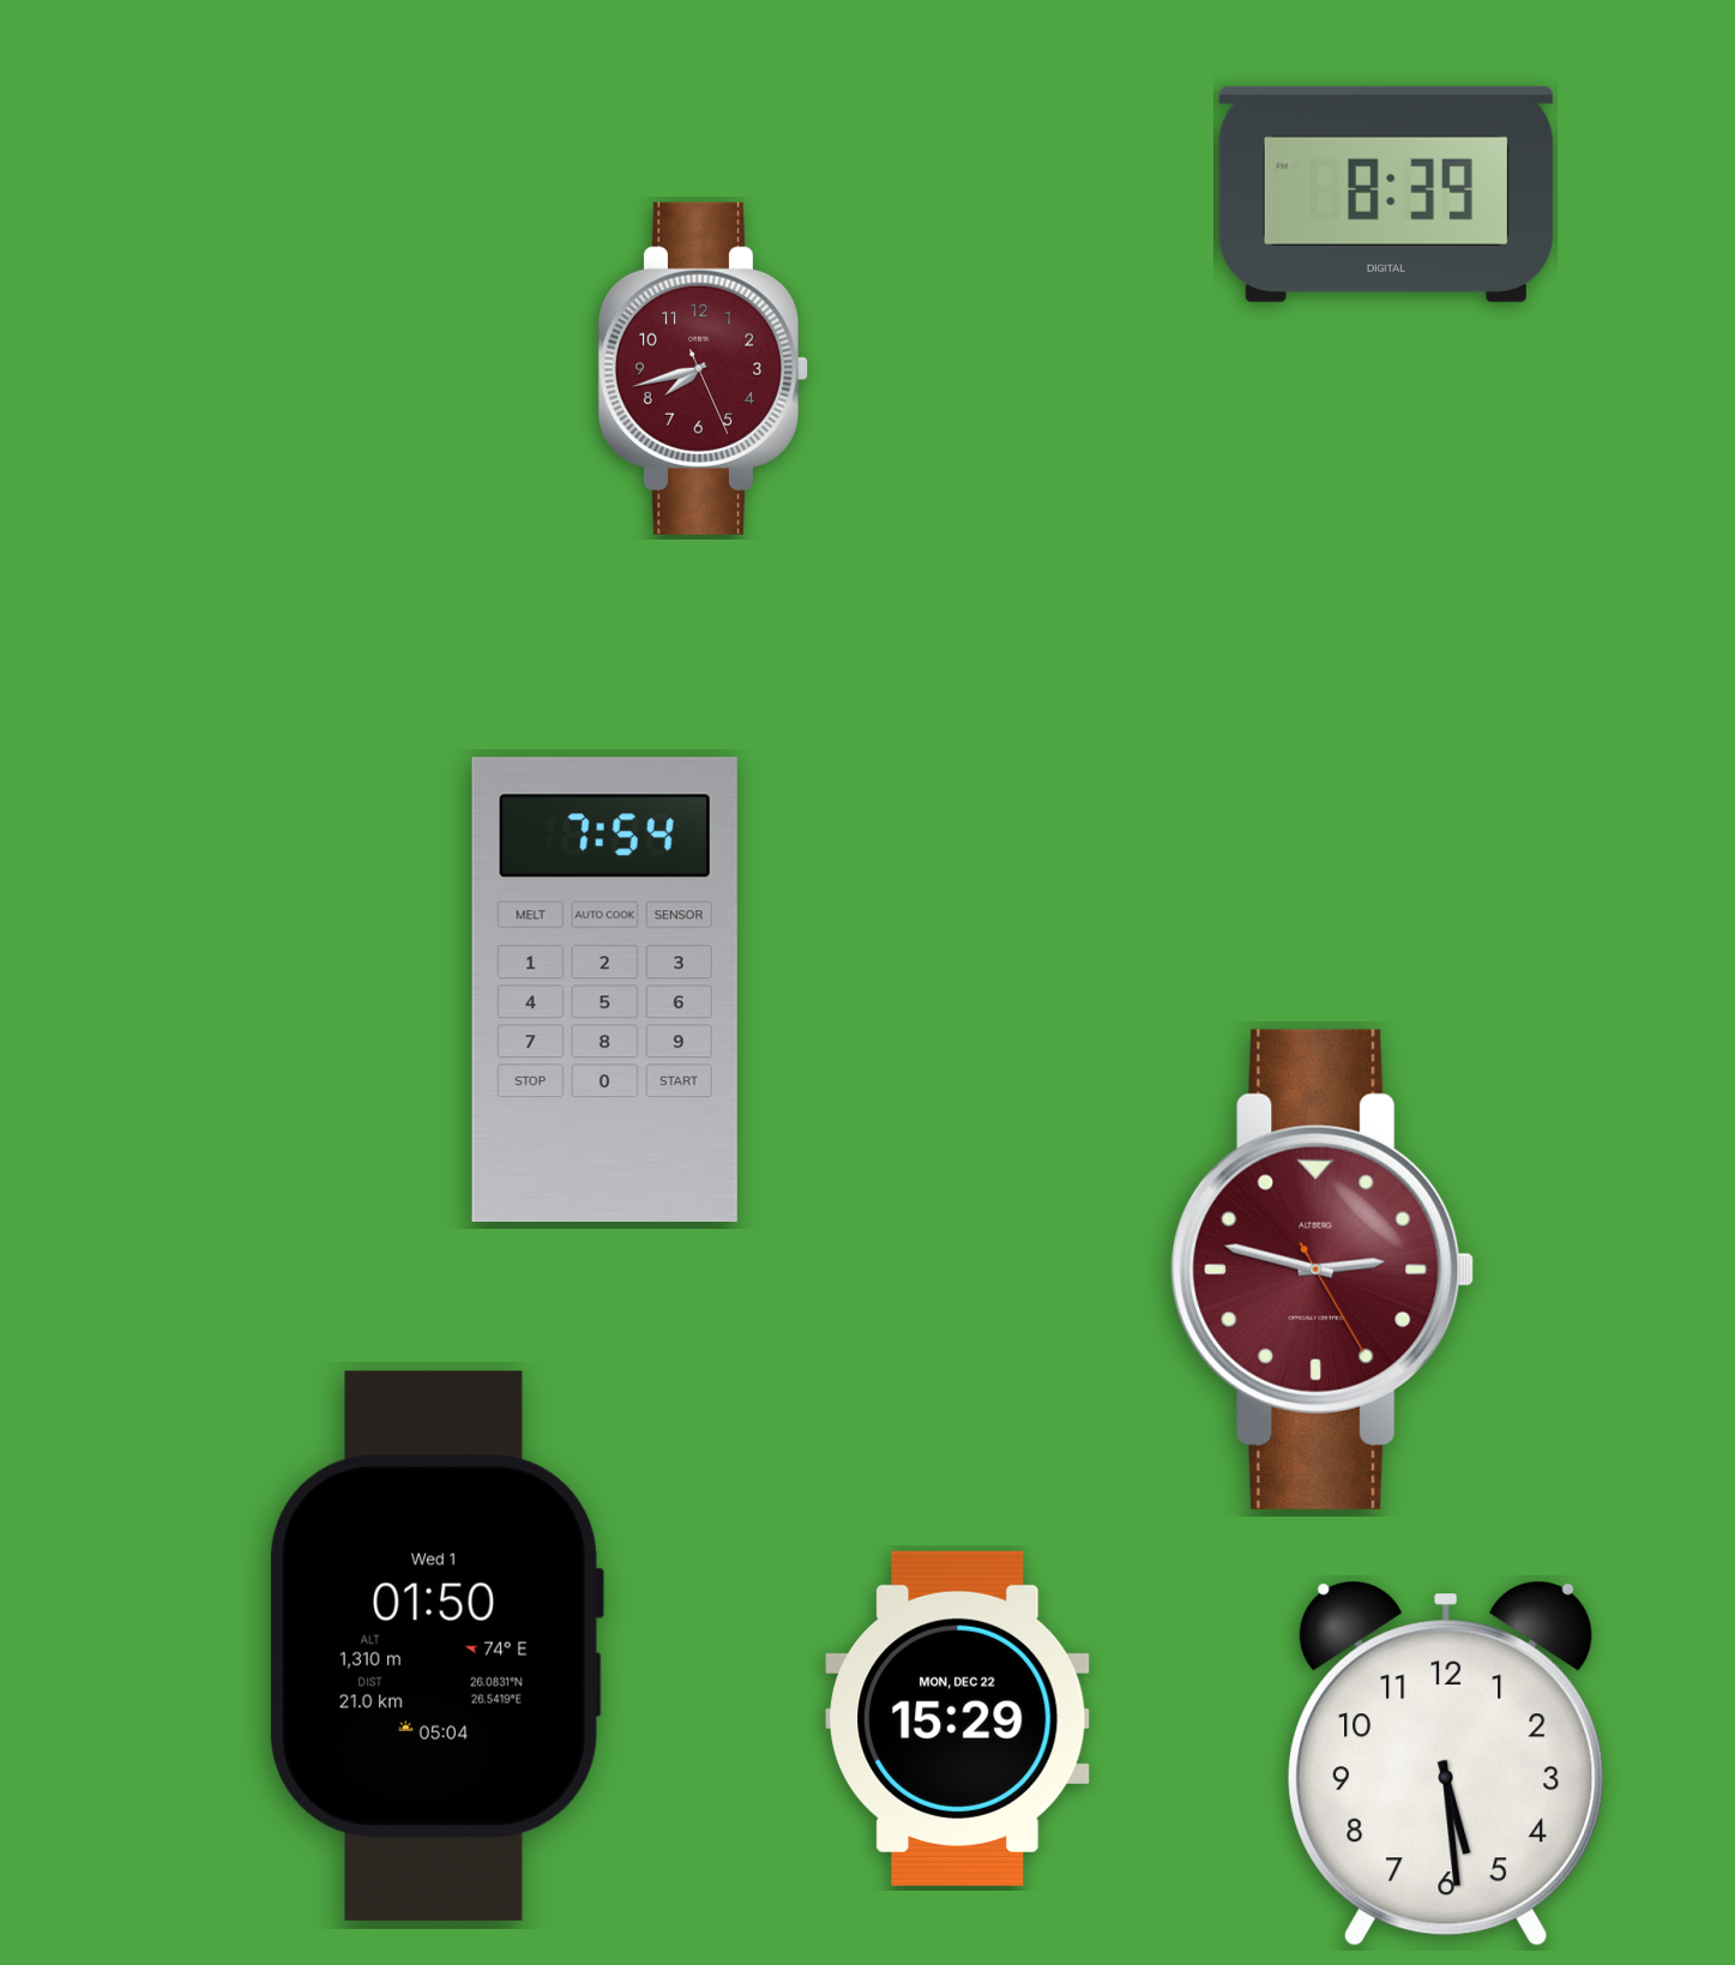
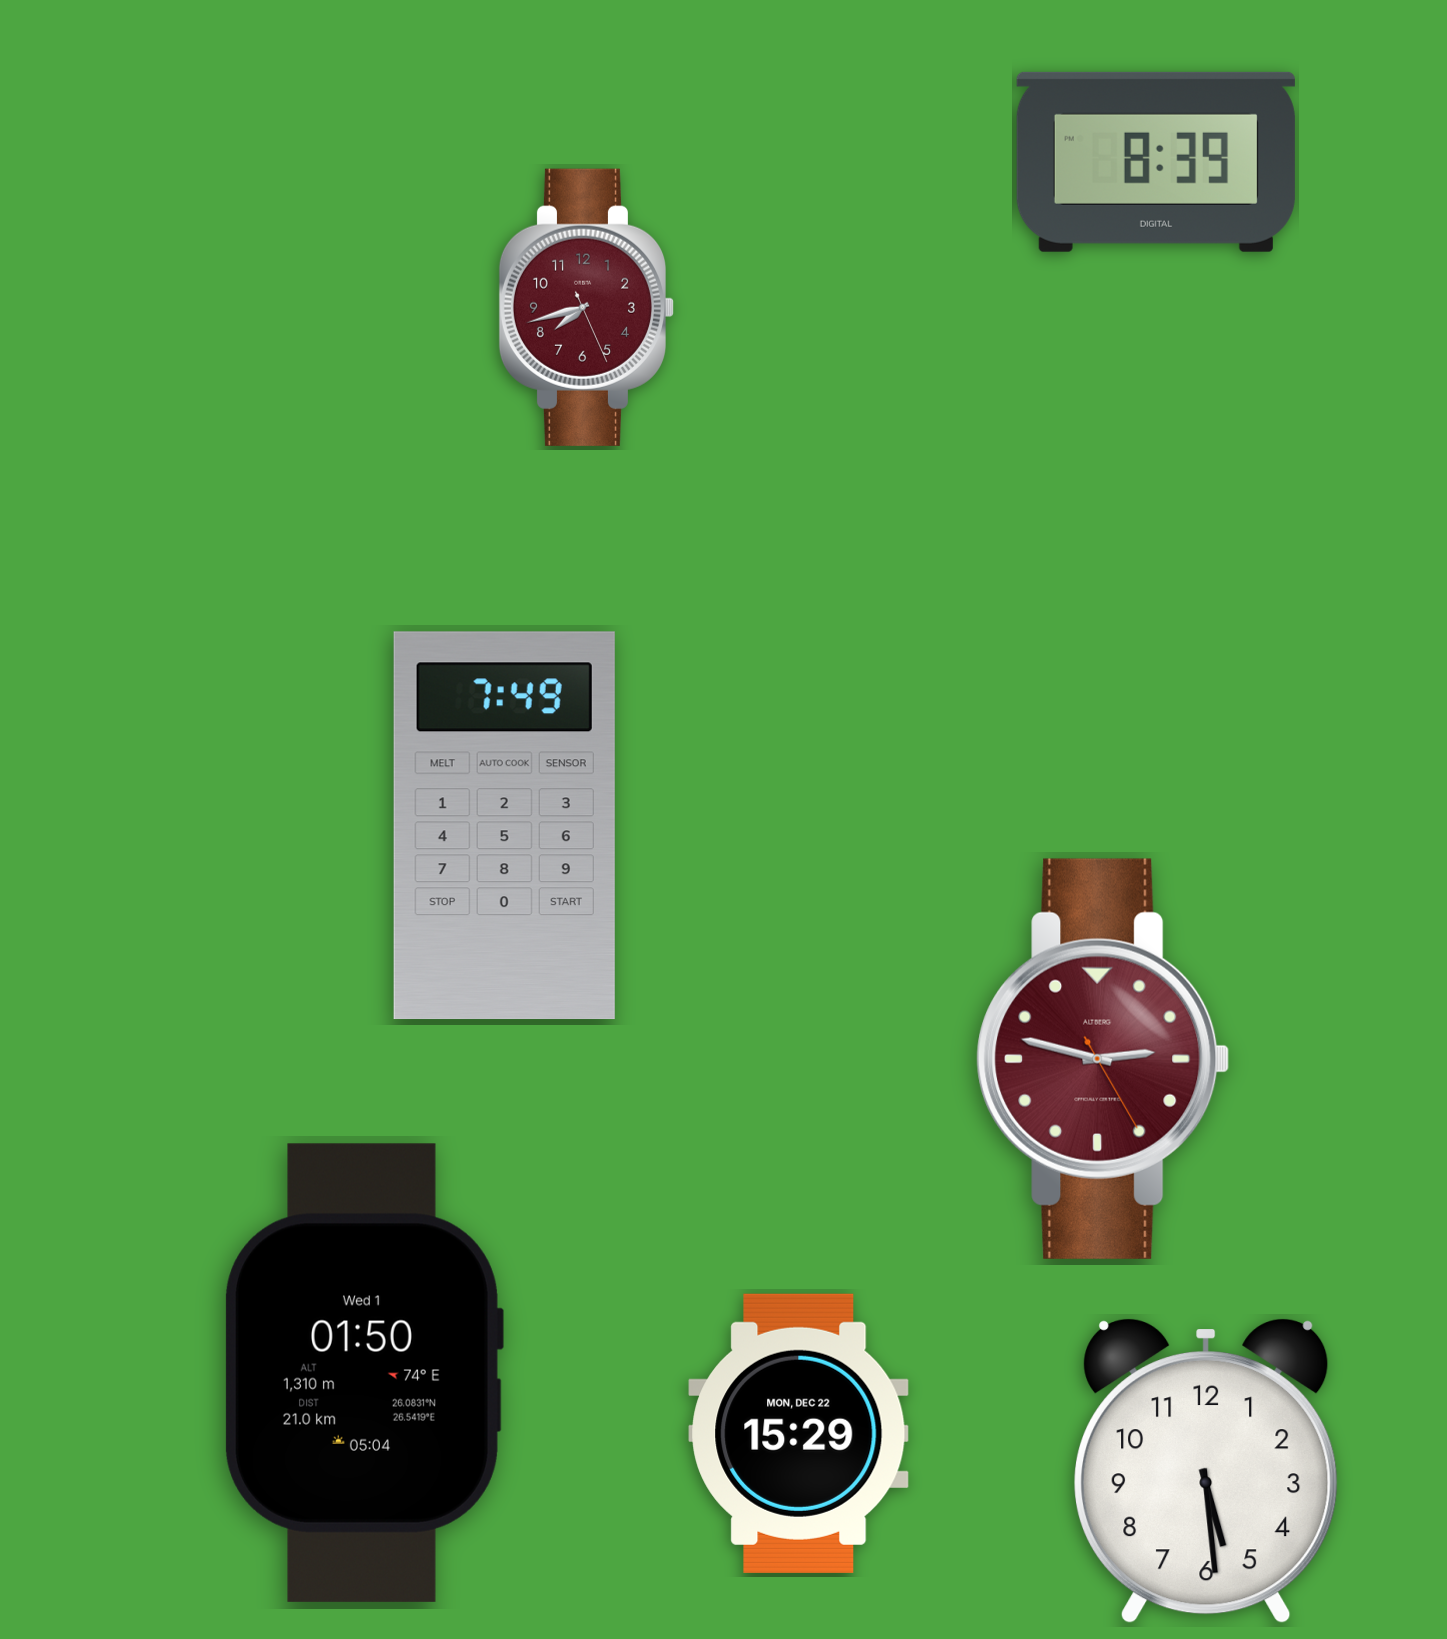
clock at (604, 990): 7:54 -> 7:49
